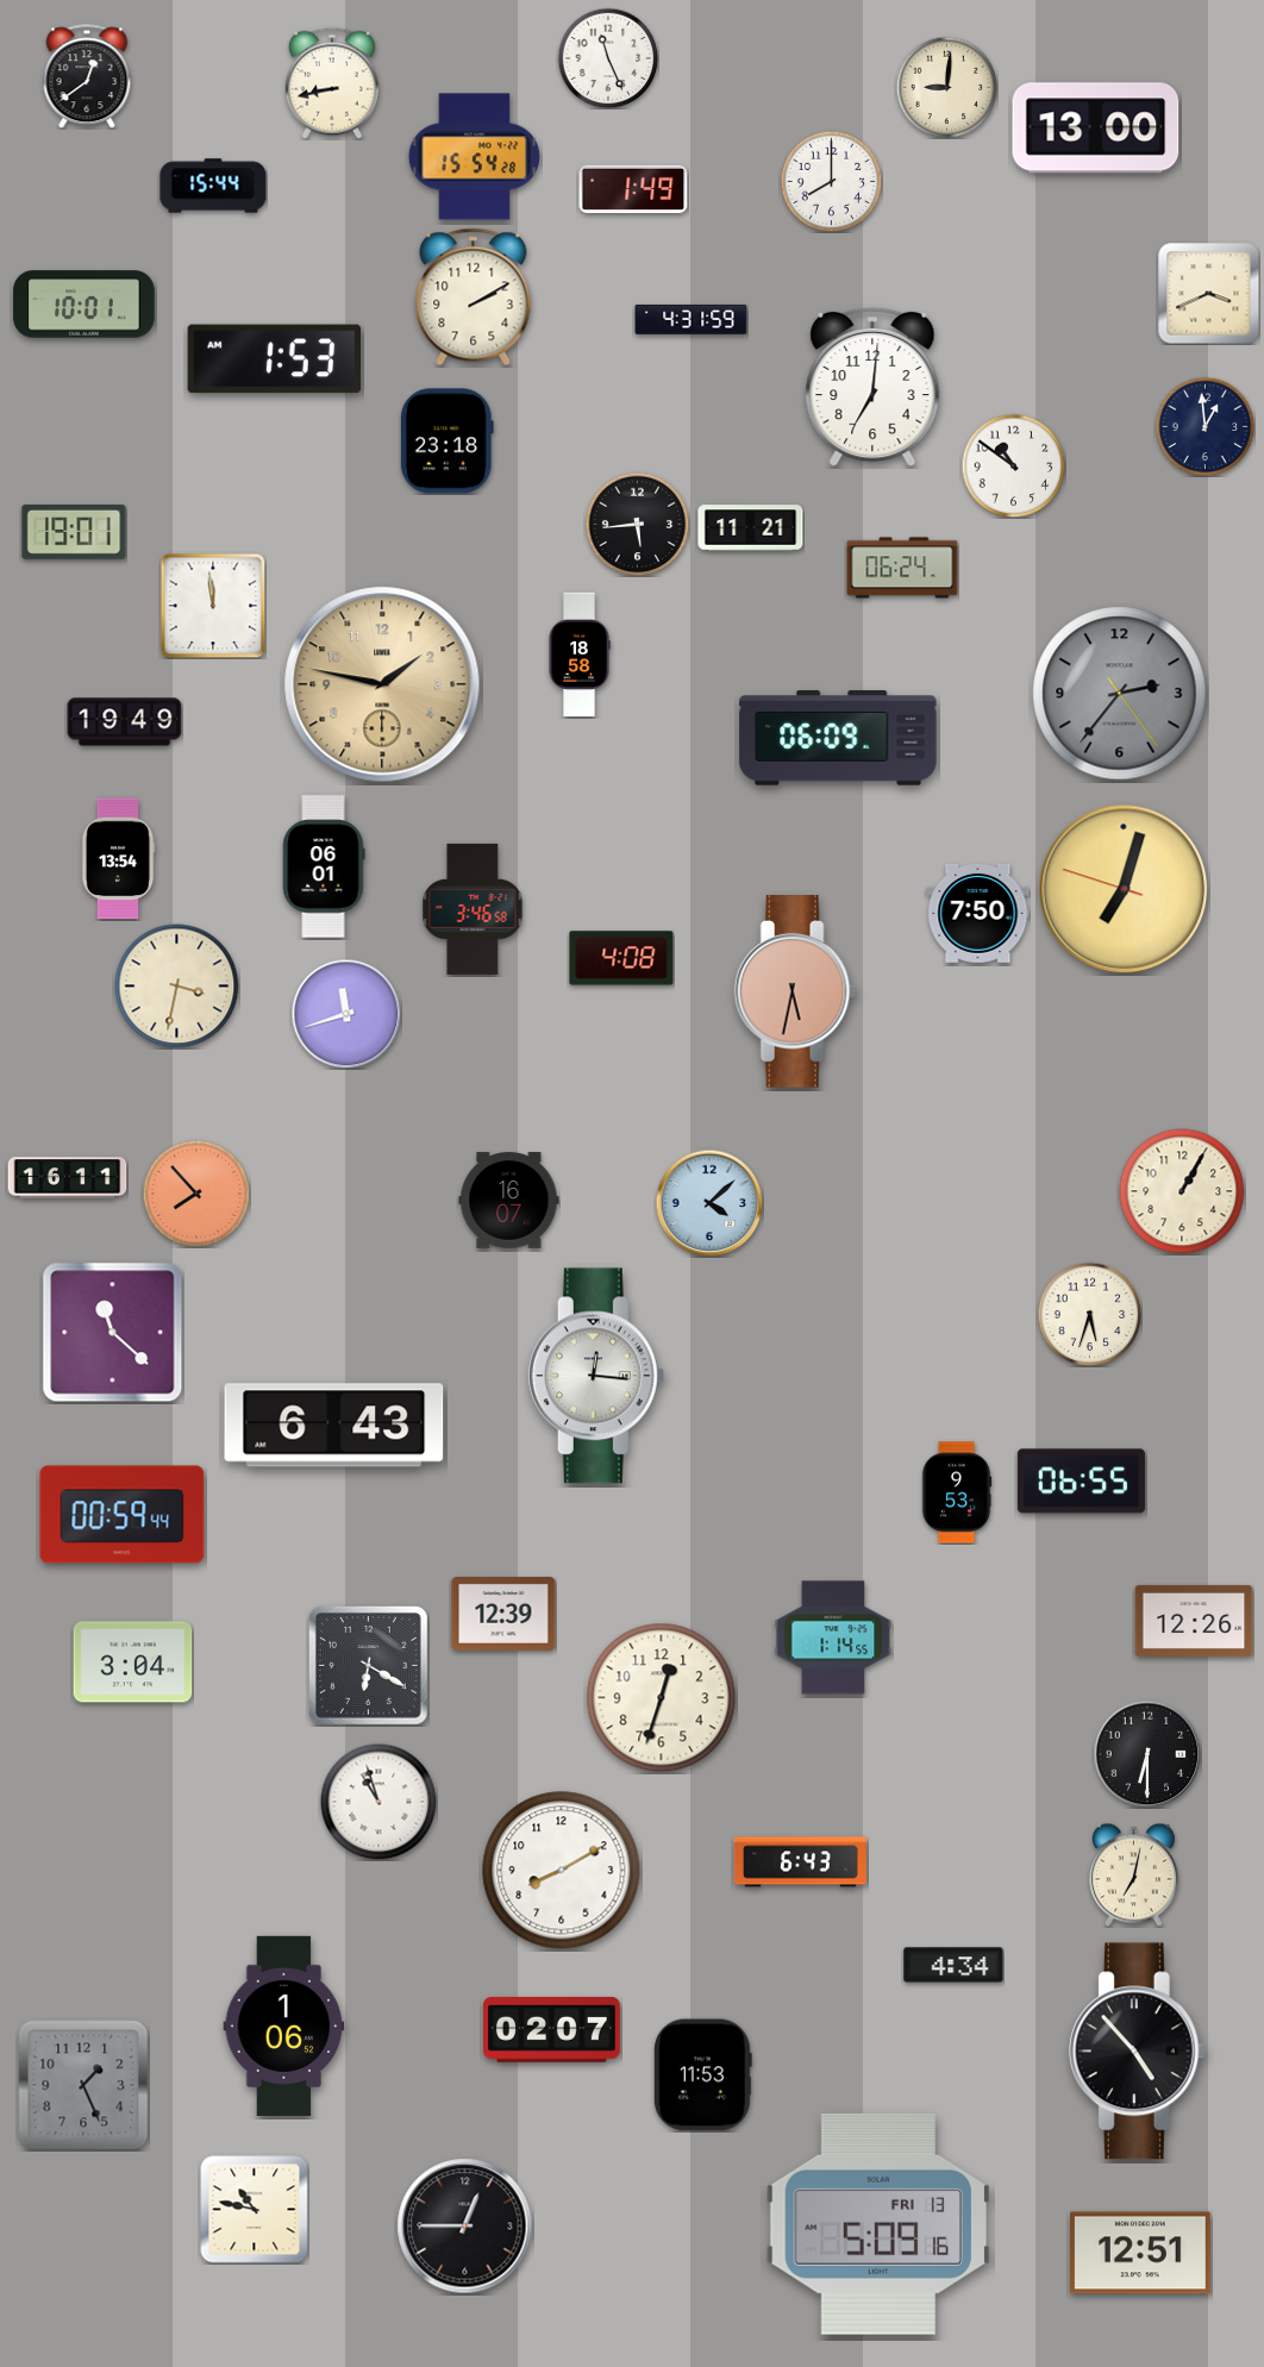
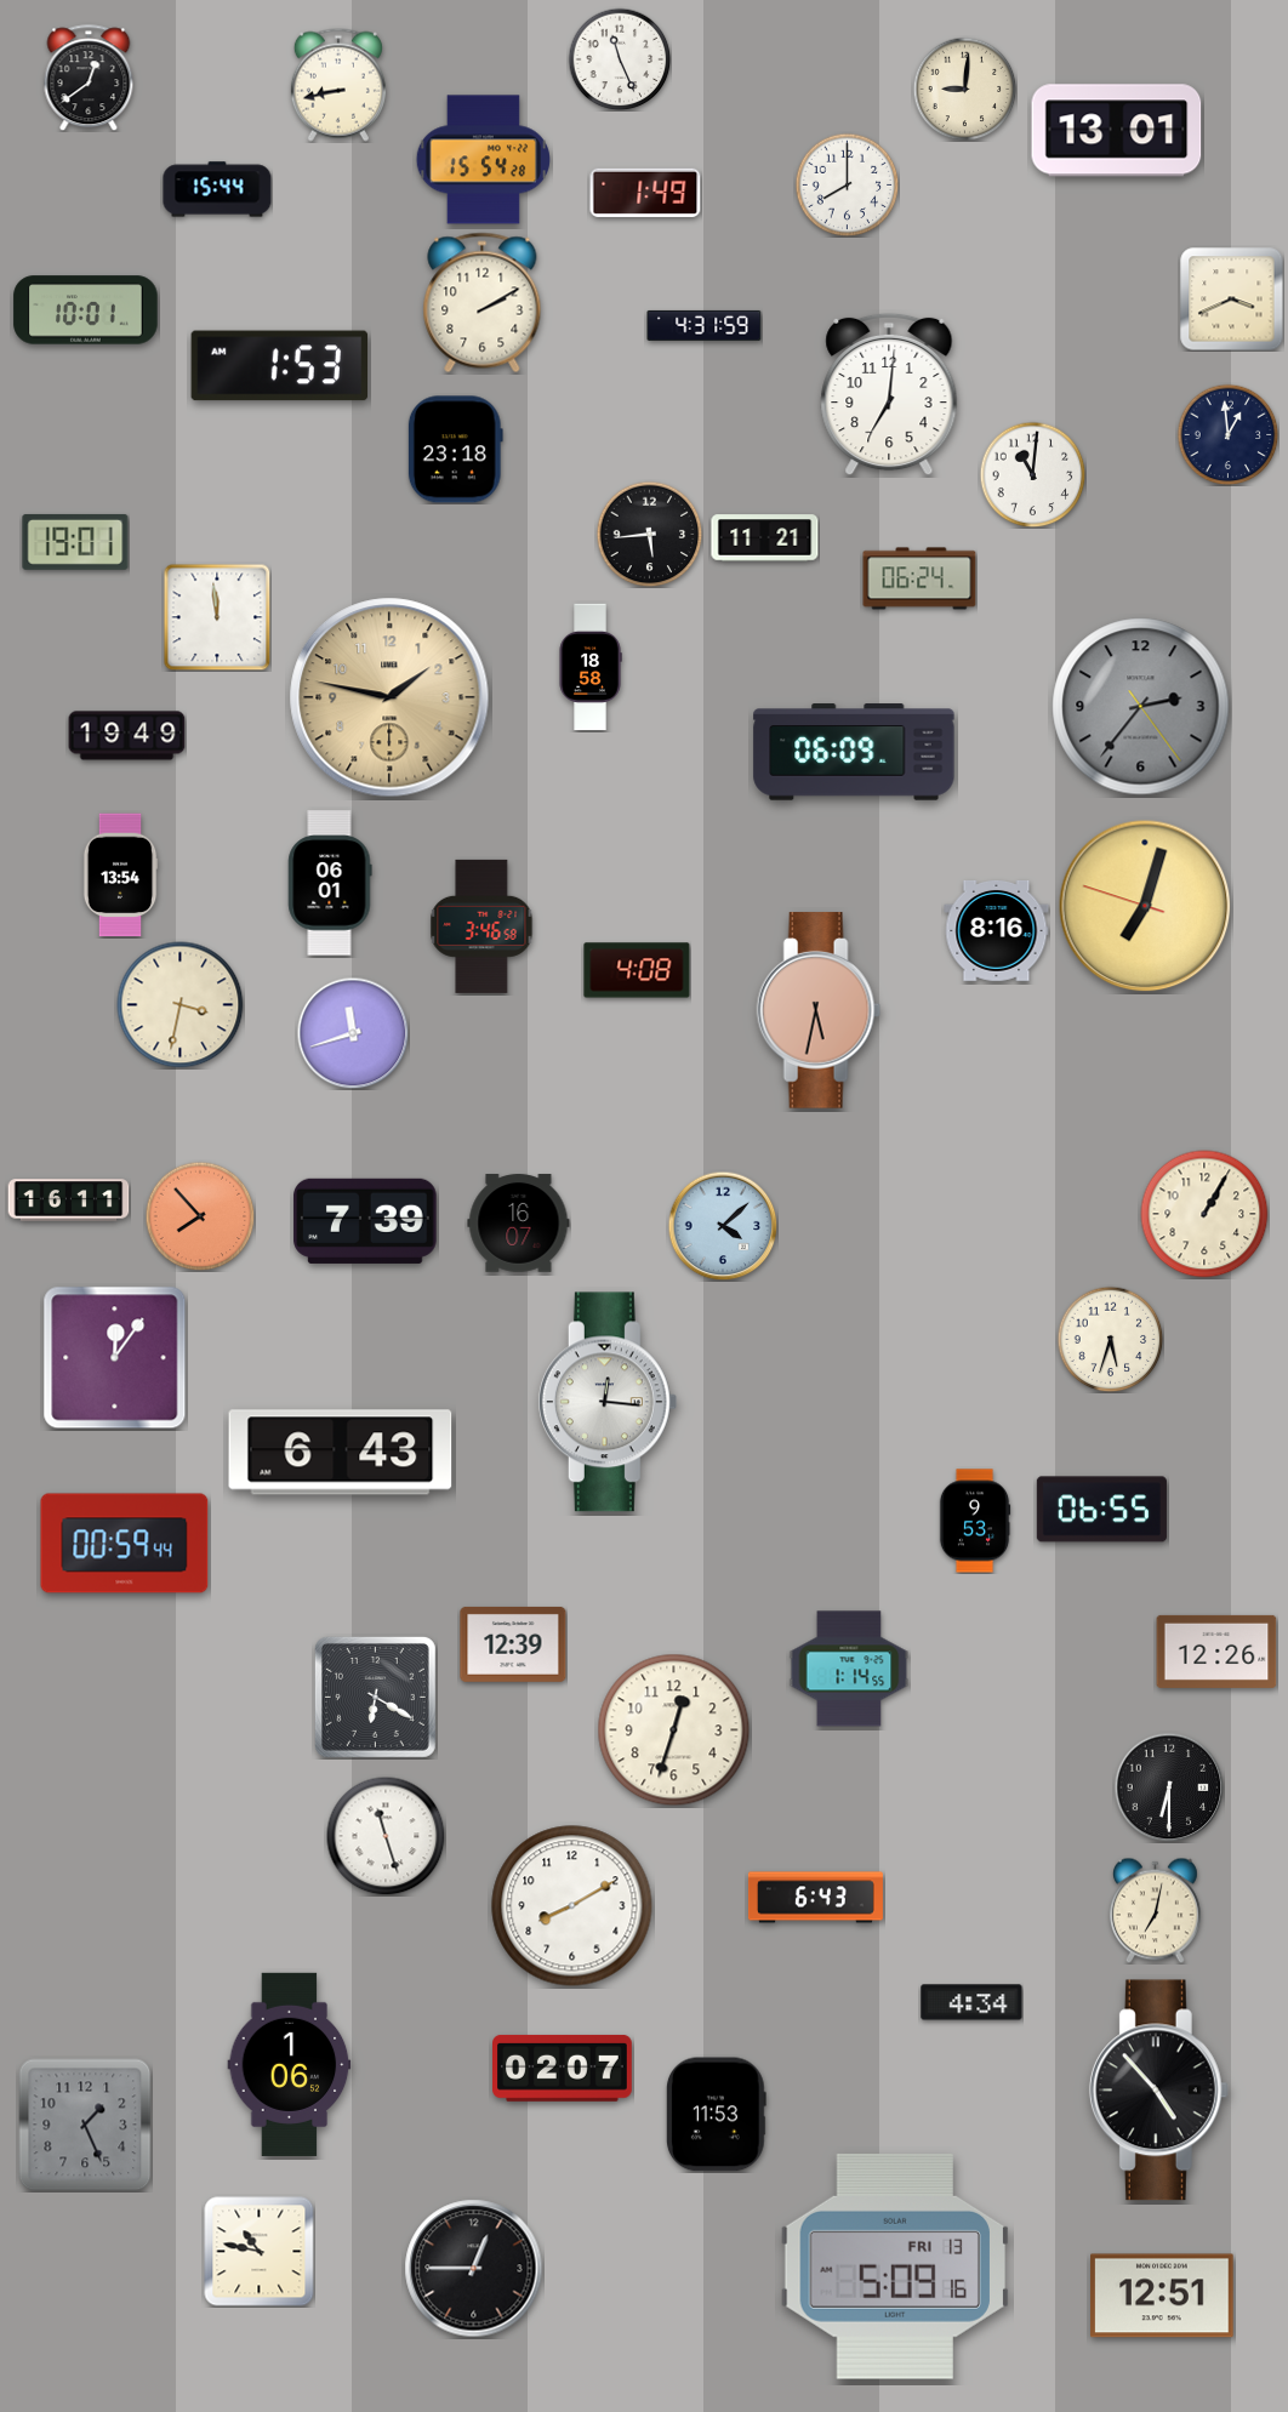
clock at (1096, 129): 13:00 -> 13:01
clock at (1013, 465): 10:51 -> 11:01
clock at (978, 913): 7:50 -> 8:16
clock at (621, 958) position: (621, 958) -> (637, 970)
clock at (795, 991) position: (795, 991) -> (819, 1010)
clock at (365, 1221): none -> 7:39
clock at (113, 1333): 11:22 -> 12:06
clock at (133, 1662): 3:04 -> none
clock at (378, 1802): 10:57 -> 11:27
